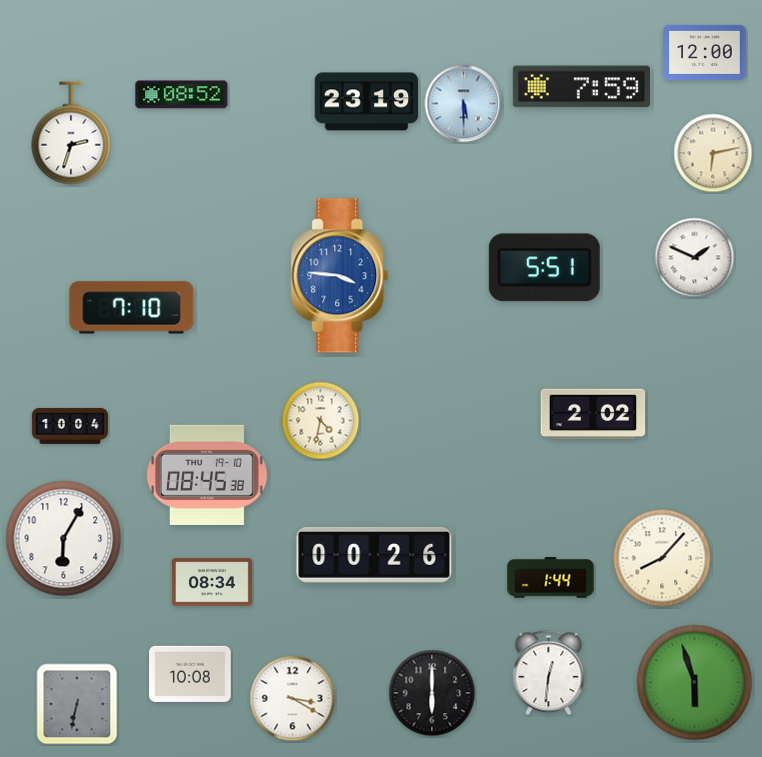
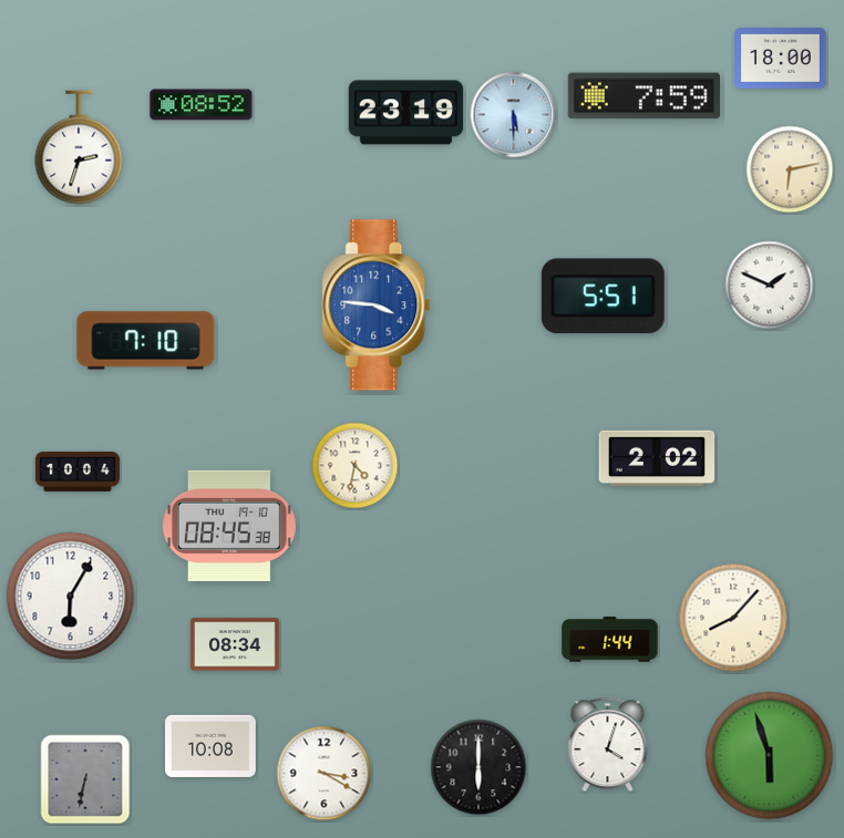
clock at (705, 52): 12:00 -> 18:00
clock at (374, 555): 00:26 -> none
clock at (549, 673): 12:31 -> 4:03
